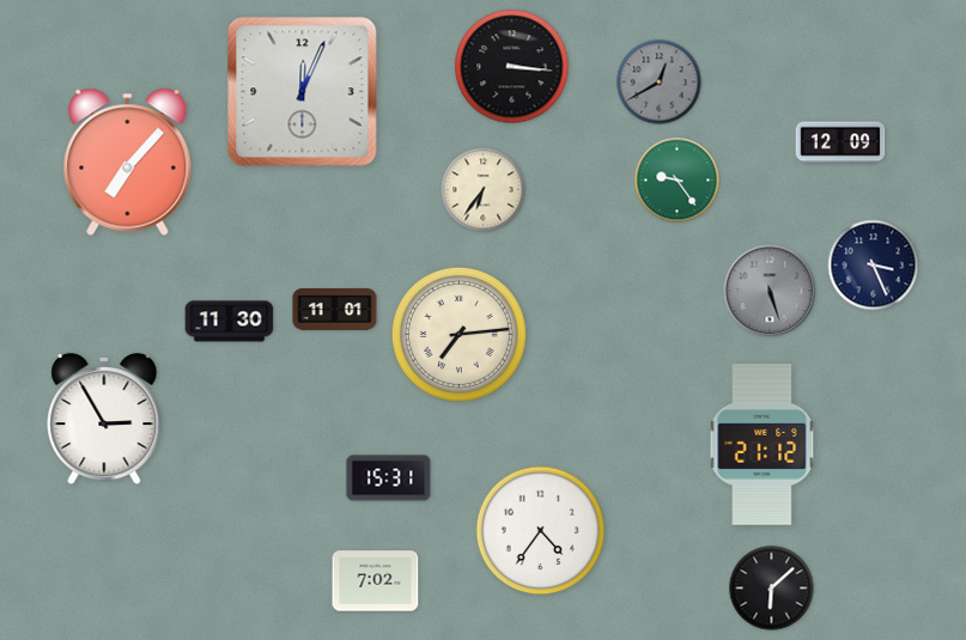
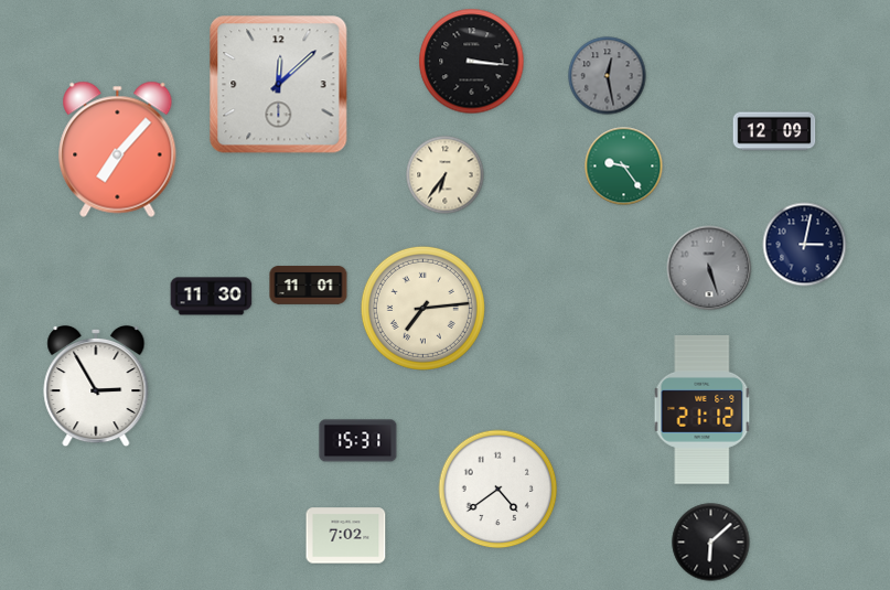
clock at (660, 83): 12:40 -> 12:28
clock at (303, 92): 12:04 -> 12:08
clock at (874, 266): 3:26 -> 3:02
clock at (541, 531): 4:36 -> 4:39
